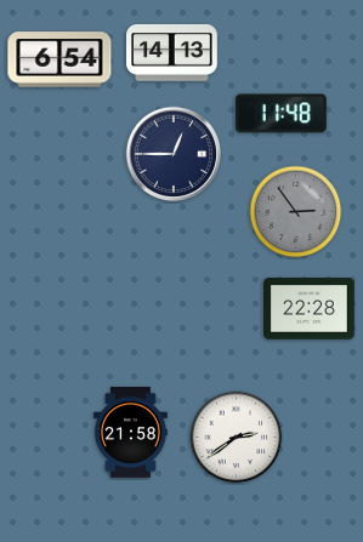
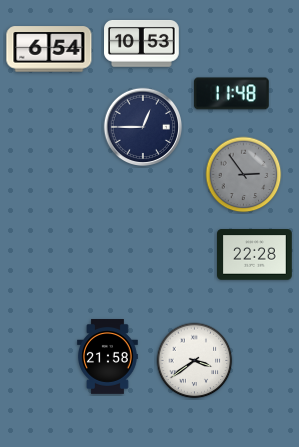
clock at (172, 53): 14:13 -> 10:53
clock at (237, 438): 2:39 -> 3:39
